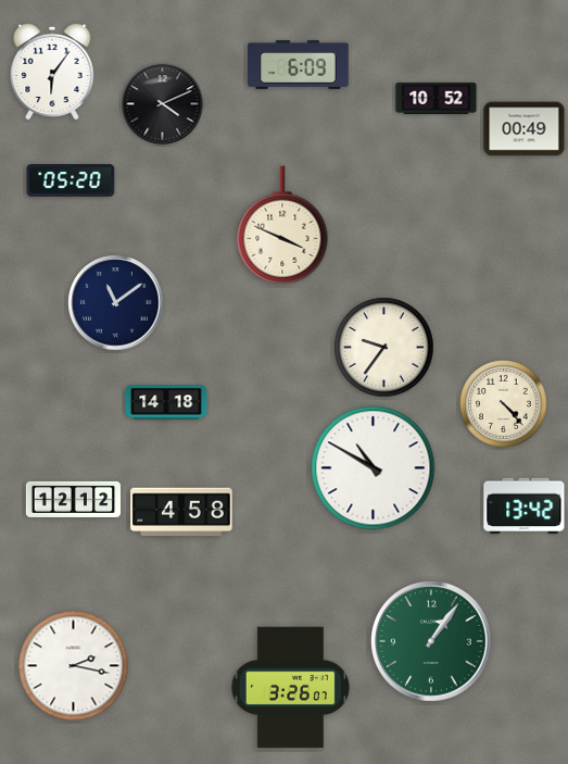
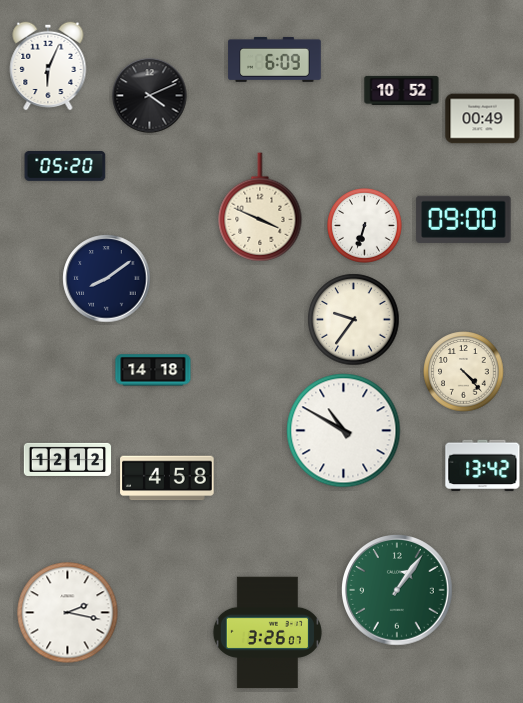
clock at (52, 72): 6:06 -> 6:04
clock at (464, 219): none -> 09:00
clock at (365, 226): none -> 6:33
clock at (116, 303): 11:09 -> 8:09
clock at (181, 512) position: (181, 512) -> (167, 478)
